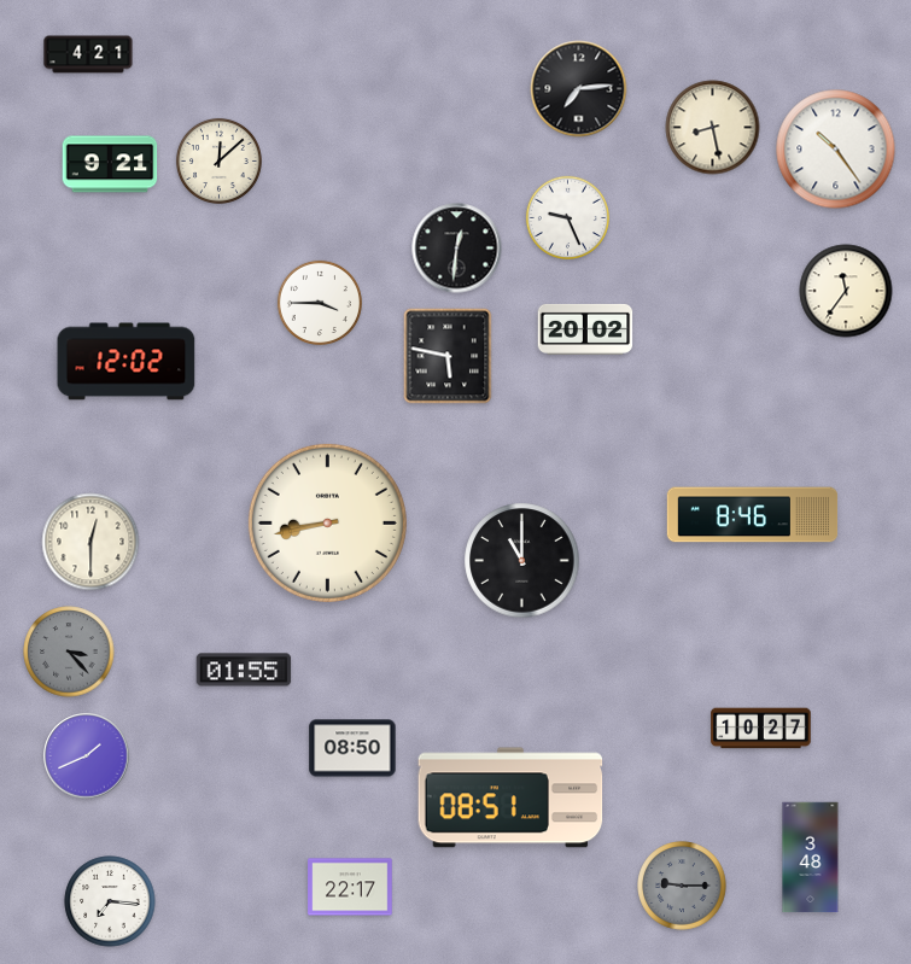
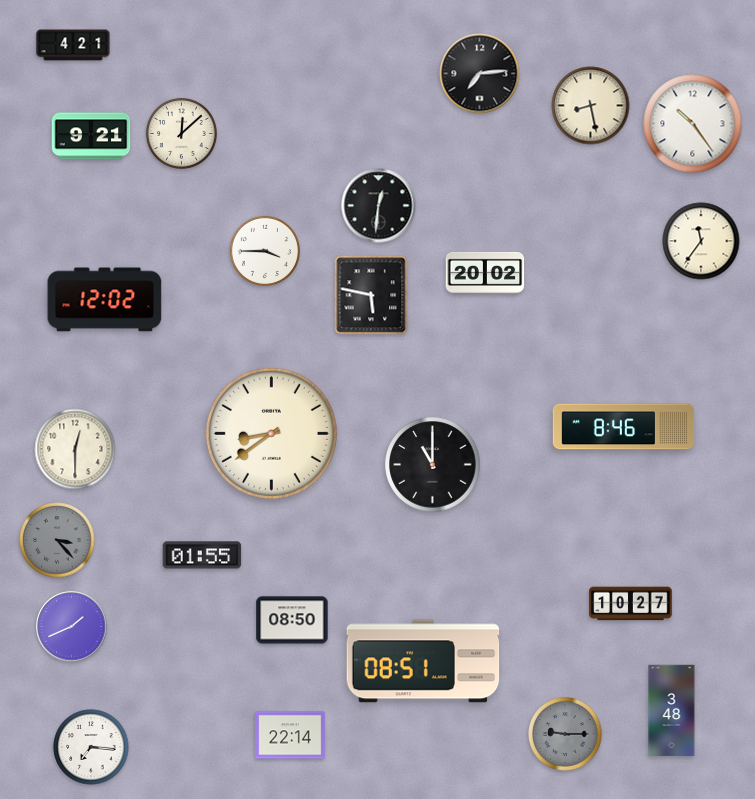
clock at (567, 217): 9:26 -> none
clock at (327, 522): 8:43 -> 8:39
clock at (350, 887): 22:17 -> 22:14
